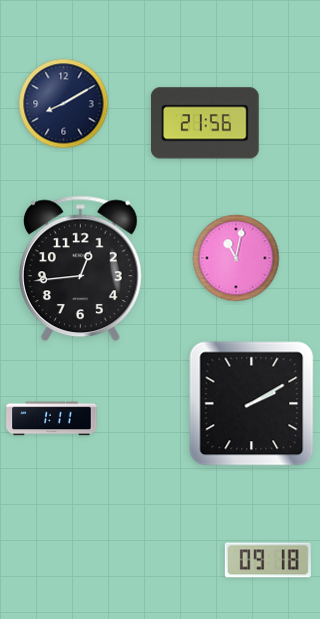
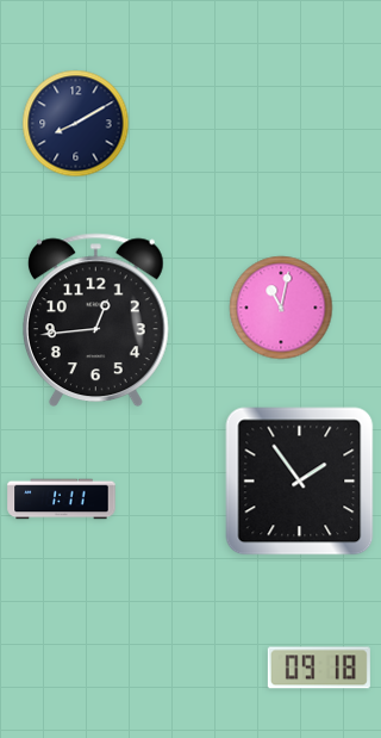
clock at (205, 123): 21:56 -> none
clock at (252, 404): 2:10 -> 1:54
